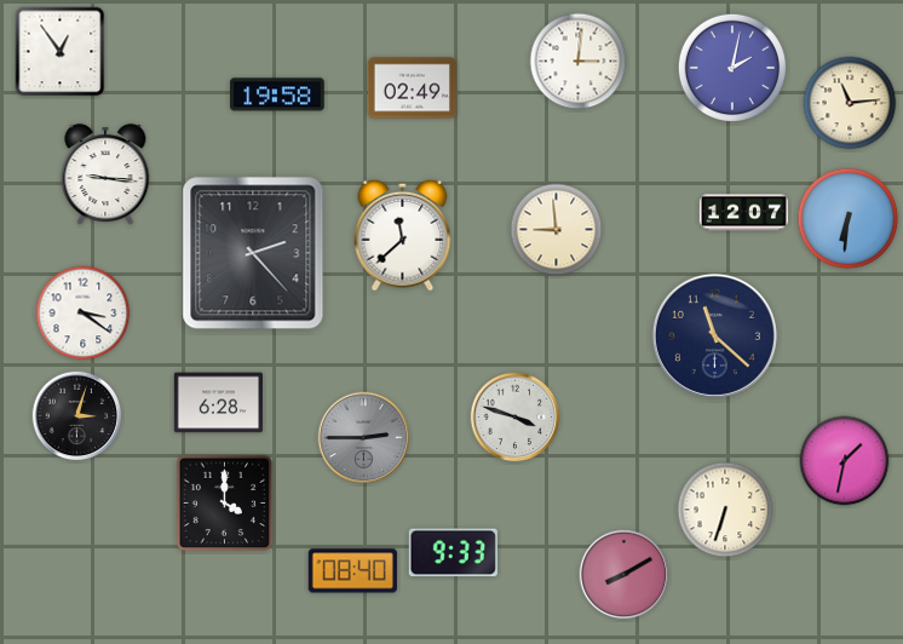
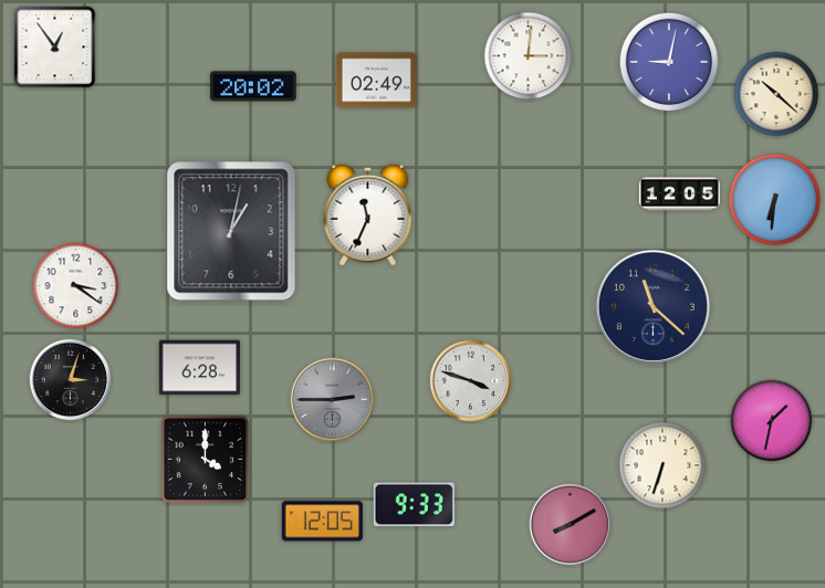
clock at (731, 67): 2:02 -> 9:02
clock at (277, 94): 19:58 -> 20:02
clock at (850, 103): 11:14 -> 10:22
clock at (105, 176): 9:16 -> none
clock at (743, 213): 12:07 -> 12:05
clock at (557, 230): 8:59 -> none
clock at (403, 235): 11:38 -> 11:34
clock at (253, 253): 2:23 -> 1:02
clock at (352, 571): 08:40 -> 12:05
